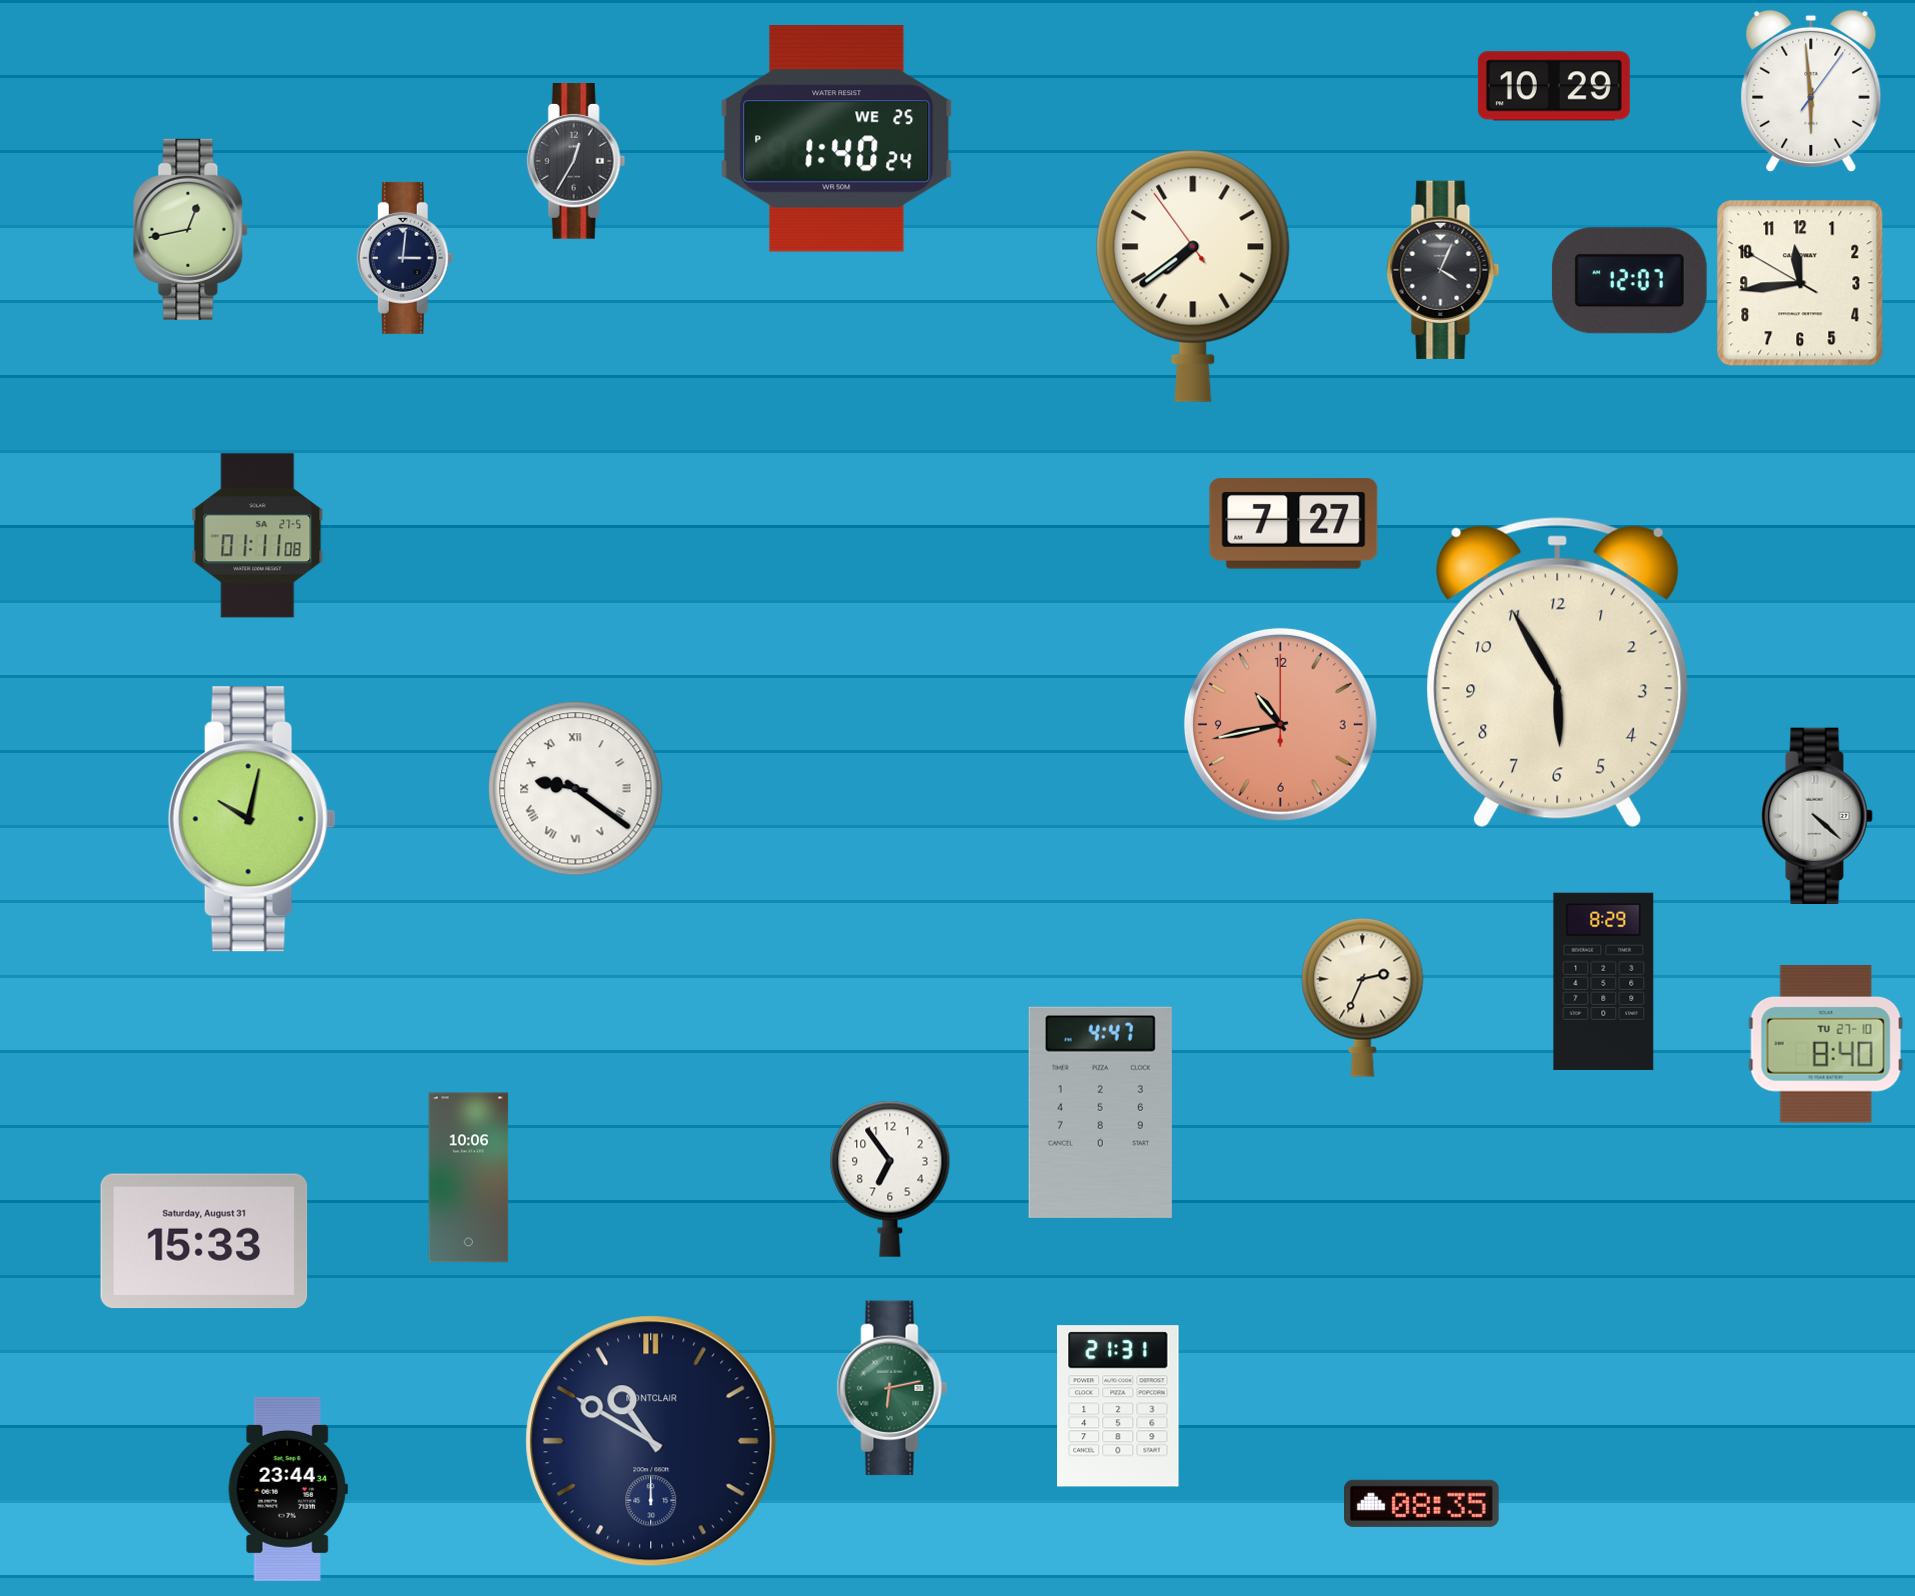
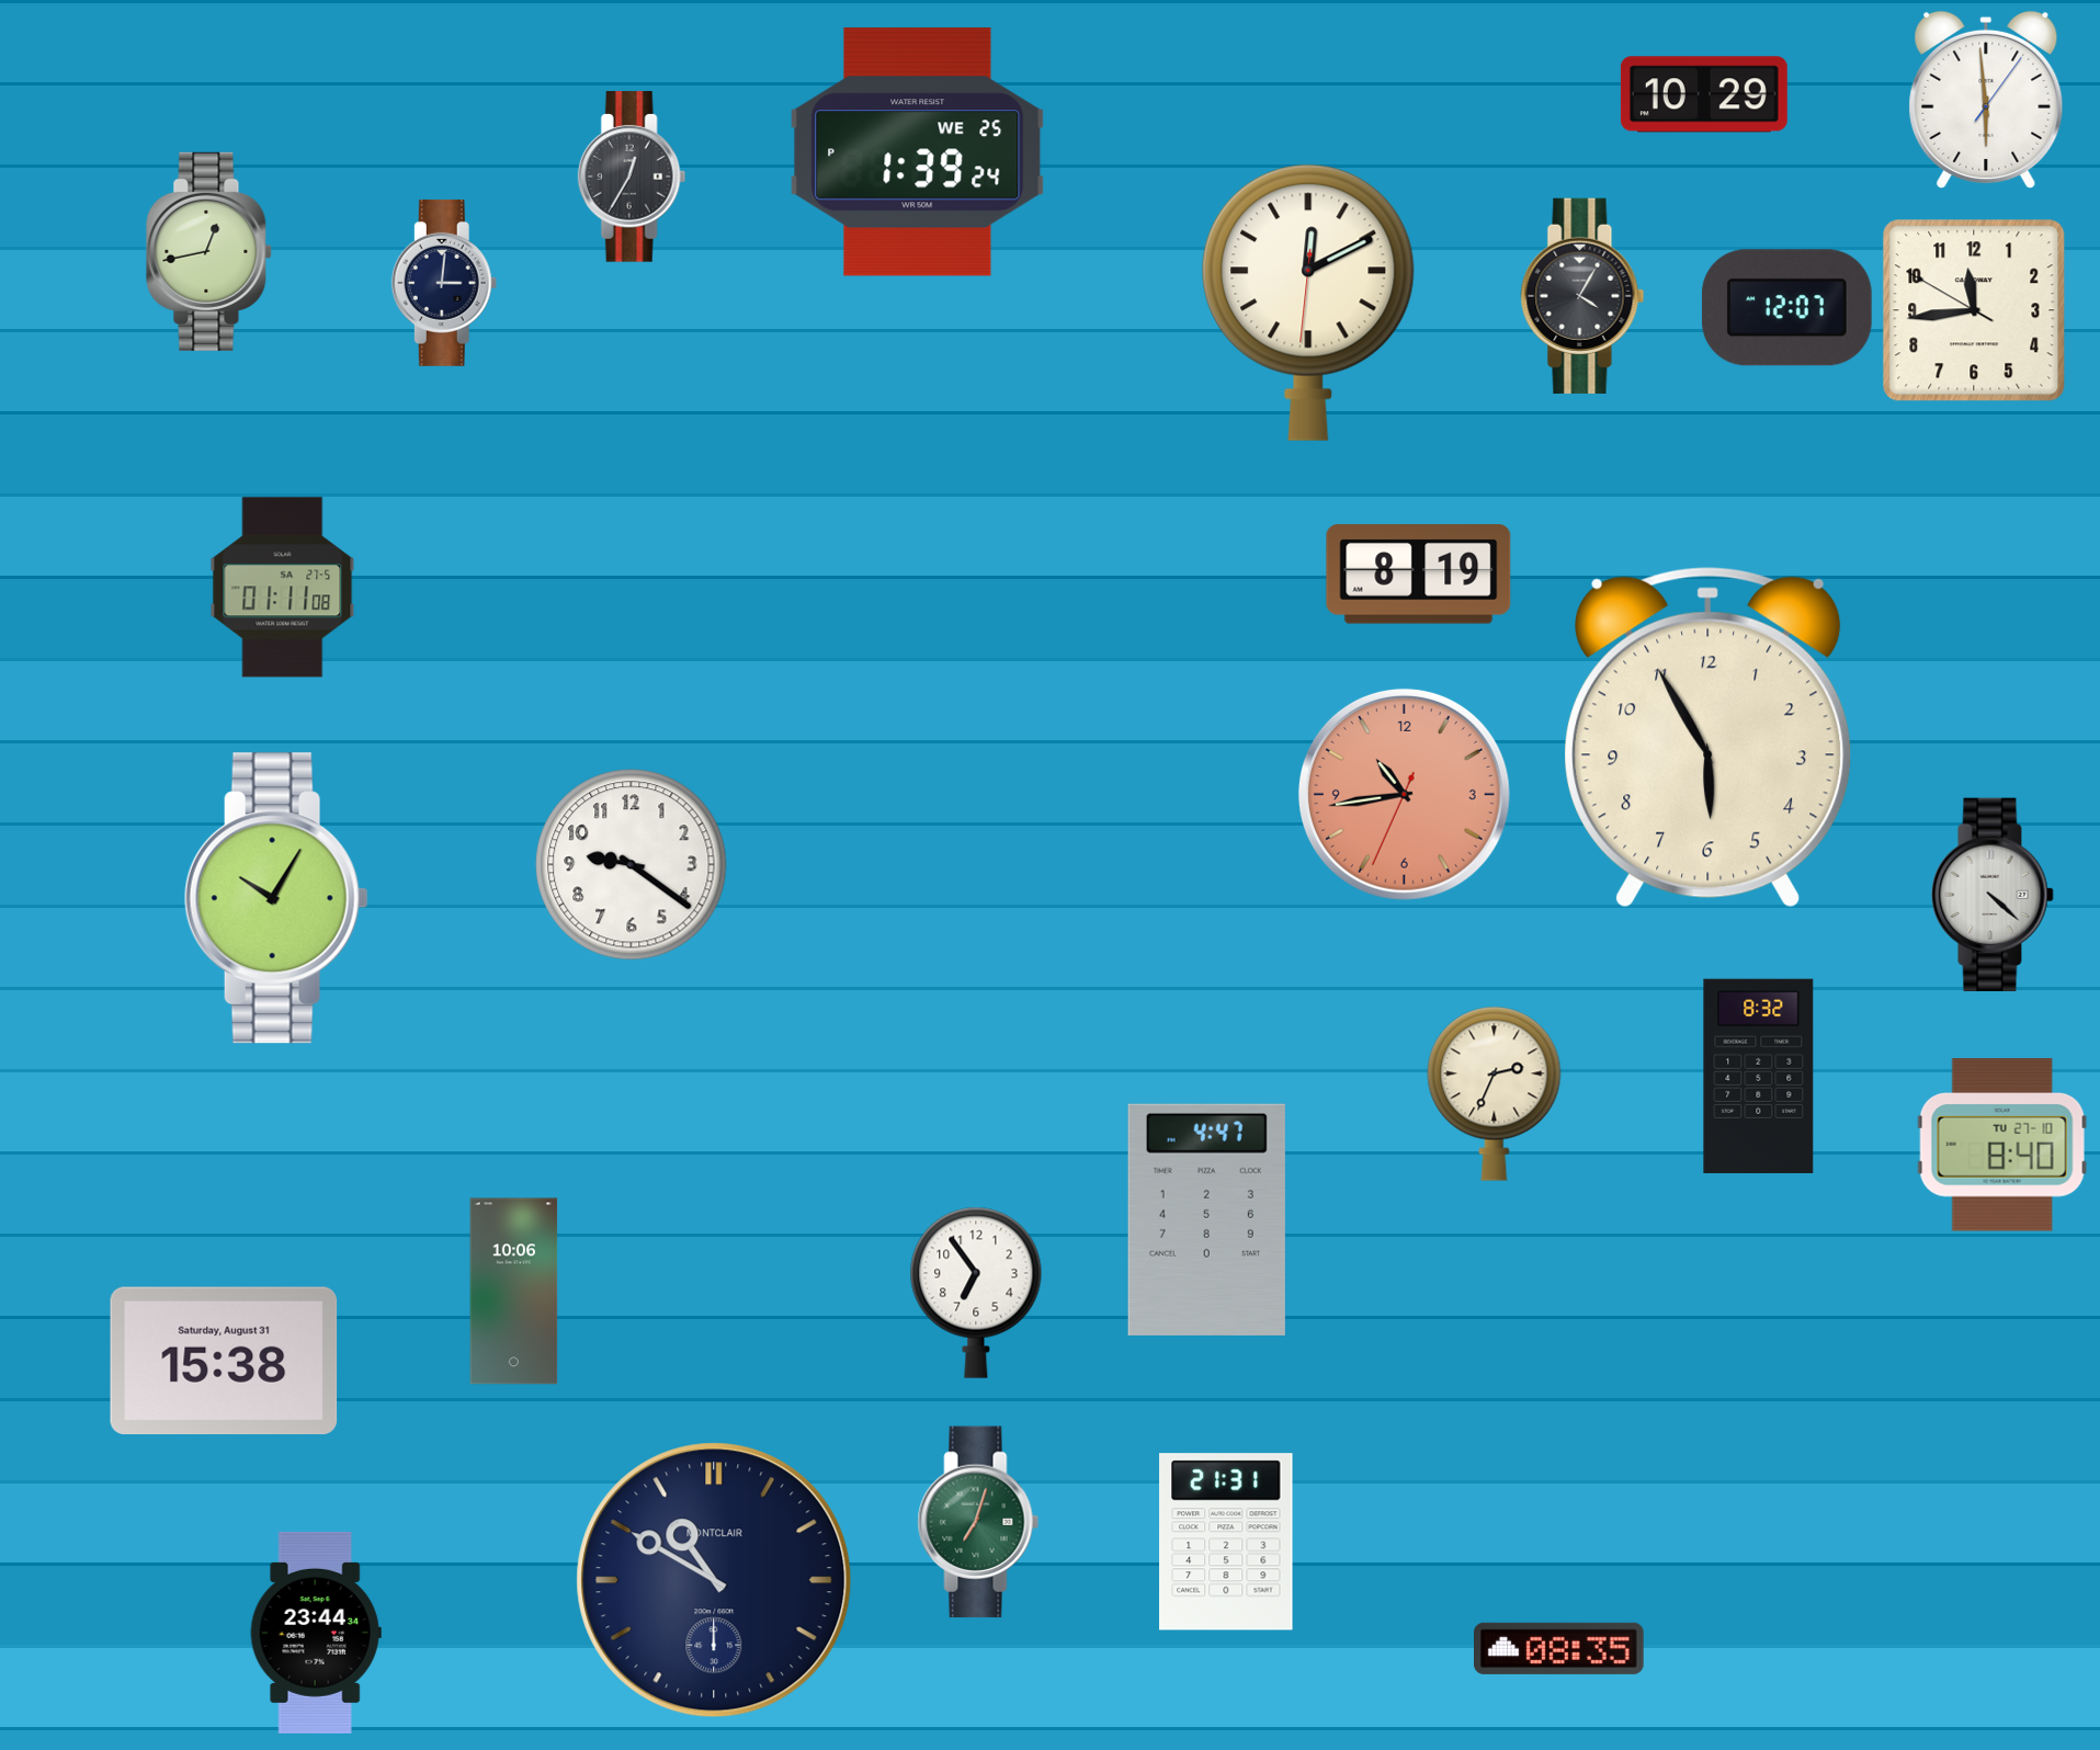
clock at (837, 139): 1:40 -> 1:39
clock at (1443, 270): 4:04 -> 4:05
clock at (1193, 276): 7:38 -> 12:10
clock at (1294, 524): 7:27 -> 8:19
clock at (1280, 724): 10:43:00 -> 10:43:34
clock at (576, 789) numerals: Roman -> Arabic
clock at (252, 819): 10:02 -> 10:05
clock at (1604, 981): 8:29 -> 8:32
clock at (204, 1241): 15:33 -> 15:38
clock at (892, 1388): 6:13 -> 7:03
